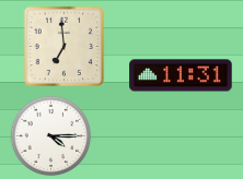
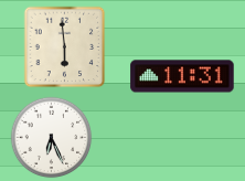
clock at (65, 47): 6:59 -> 5:59
clock at (51, 136): 4:15 -> 6:26
